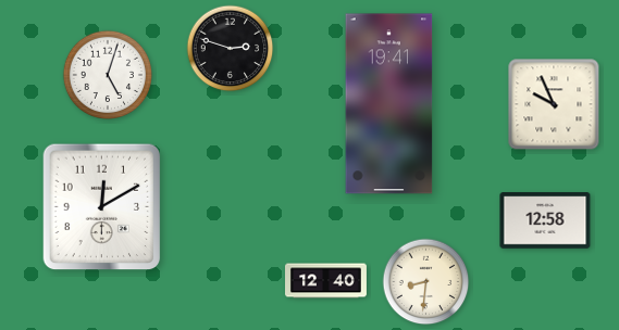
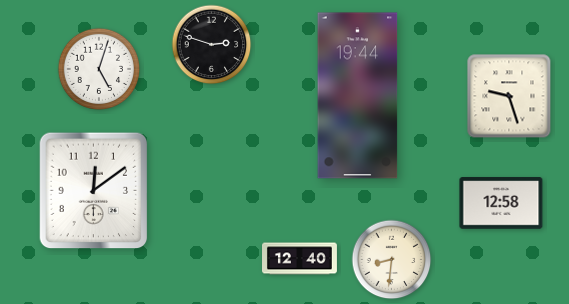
clock at (389, 104): 19:41 -> 19:44
clock at (554, 104): 9:56 -> 9:27
clock at (102, 207): 12:10 -> 12:09
